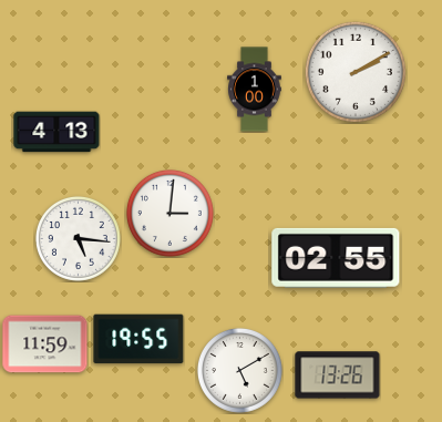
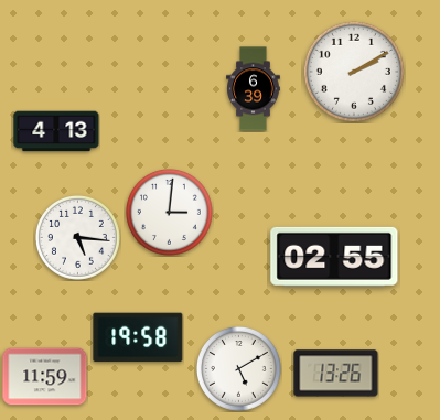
clock at (255, 90): 1:00 -> 6:39
clock at (138, 339): 19:55 -> 19:58
clock at (45, 344) position: (45, 344) -> (45, 377)
